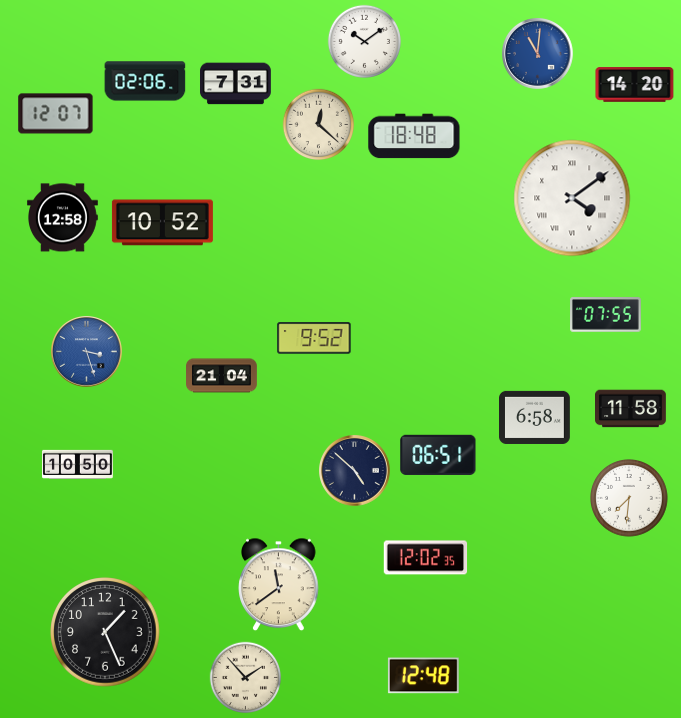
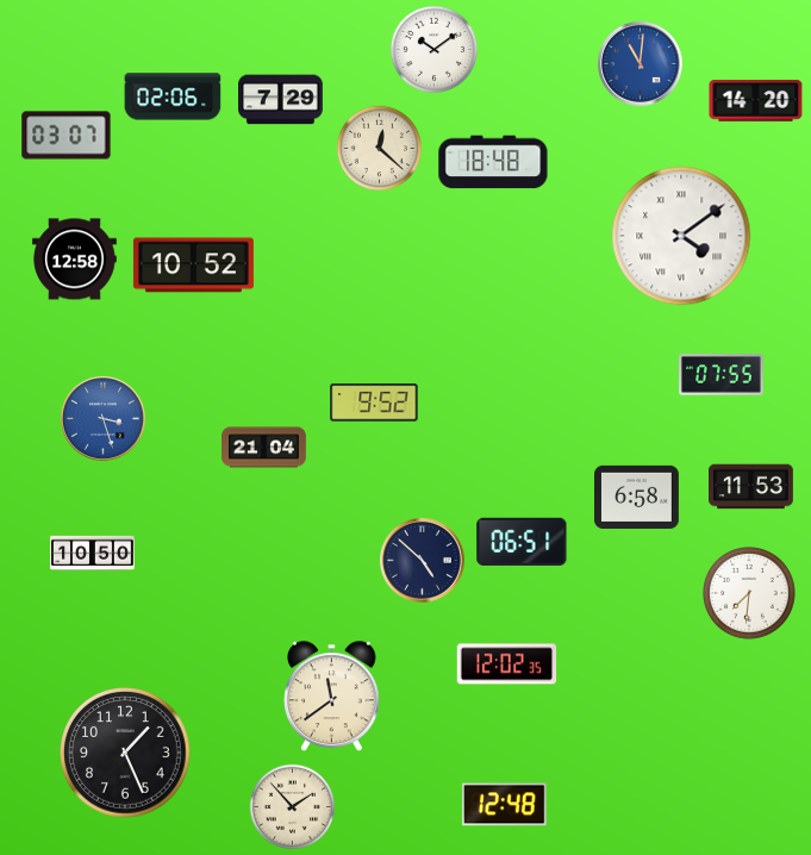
clock at (236, 84): 7:31 -> 7:29
clock at (56, 114): 12:07 -> 03:07
clock at (631, 409): 11:58 -> 11:53
